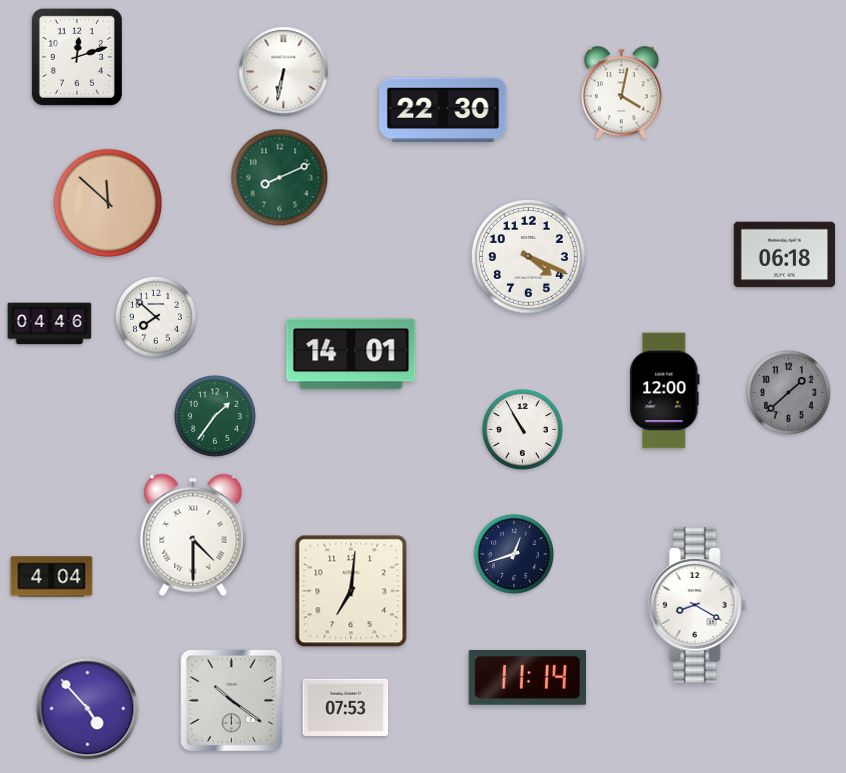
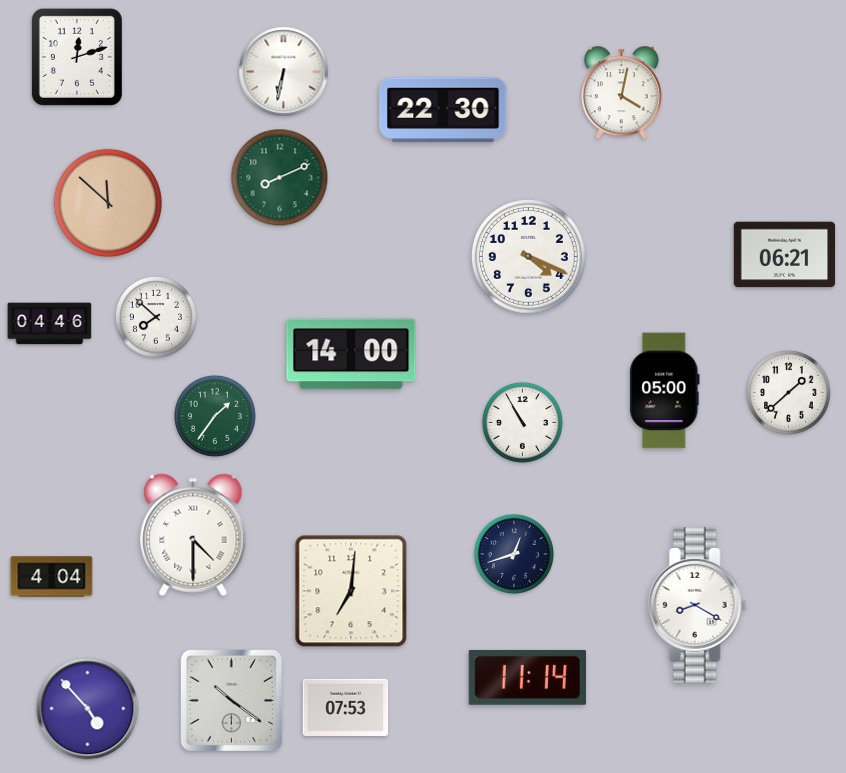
clock at (785, 255): 06:18 -> 06:21
clock at (351, 354): 14:01 -> 14:00
clock at (665, 391): 12:00 -> 05:00
clock at (789, 393) dial: grey -> white
clock at (522, 429) position: (522, 429) -> (522, 422)
